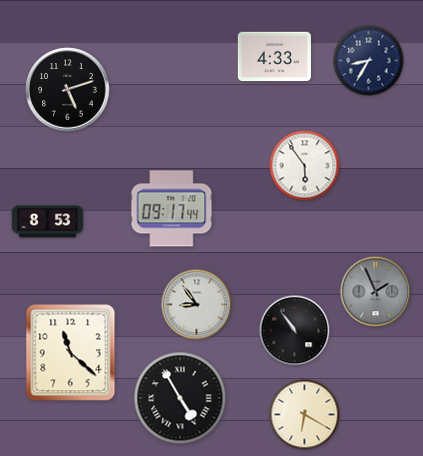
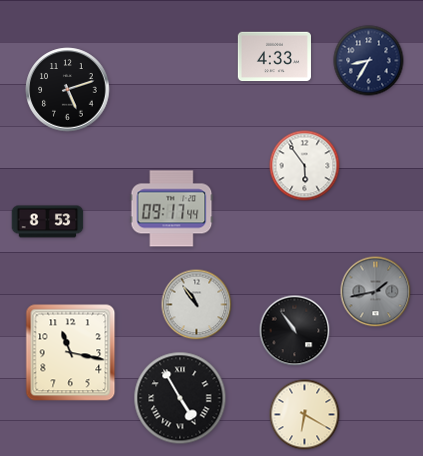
clock at (376, 292): 1:56 -> 1:43
clock at (197, 305): 8:54 -> 10:54
clock at (71, 353): 11:22 -> 11:17
